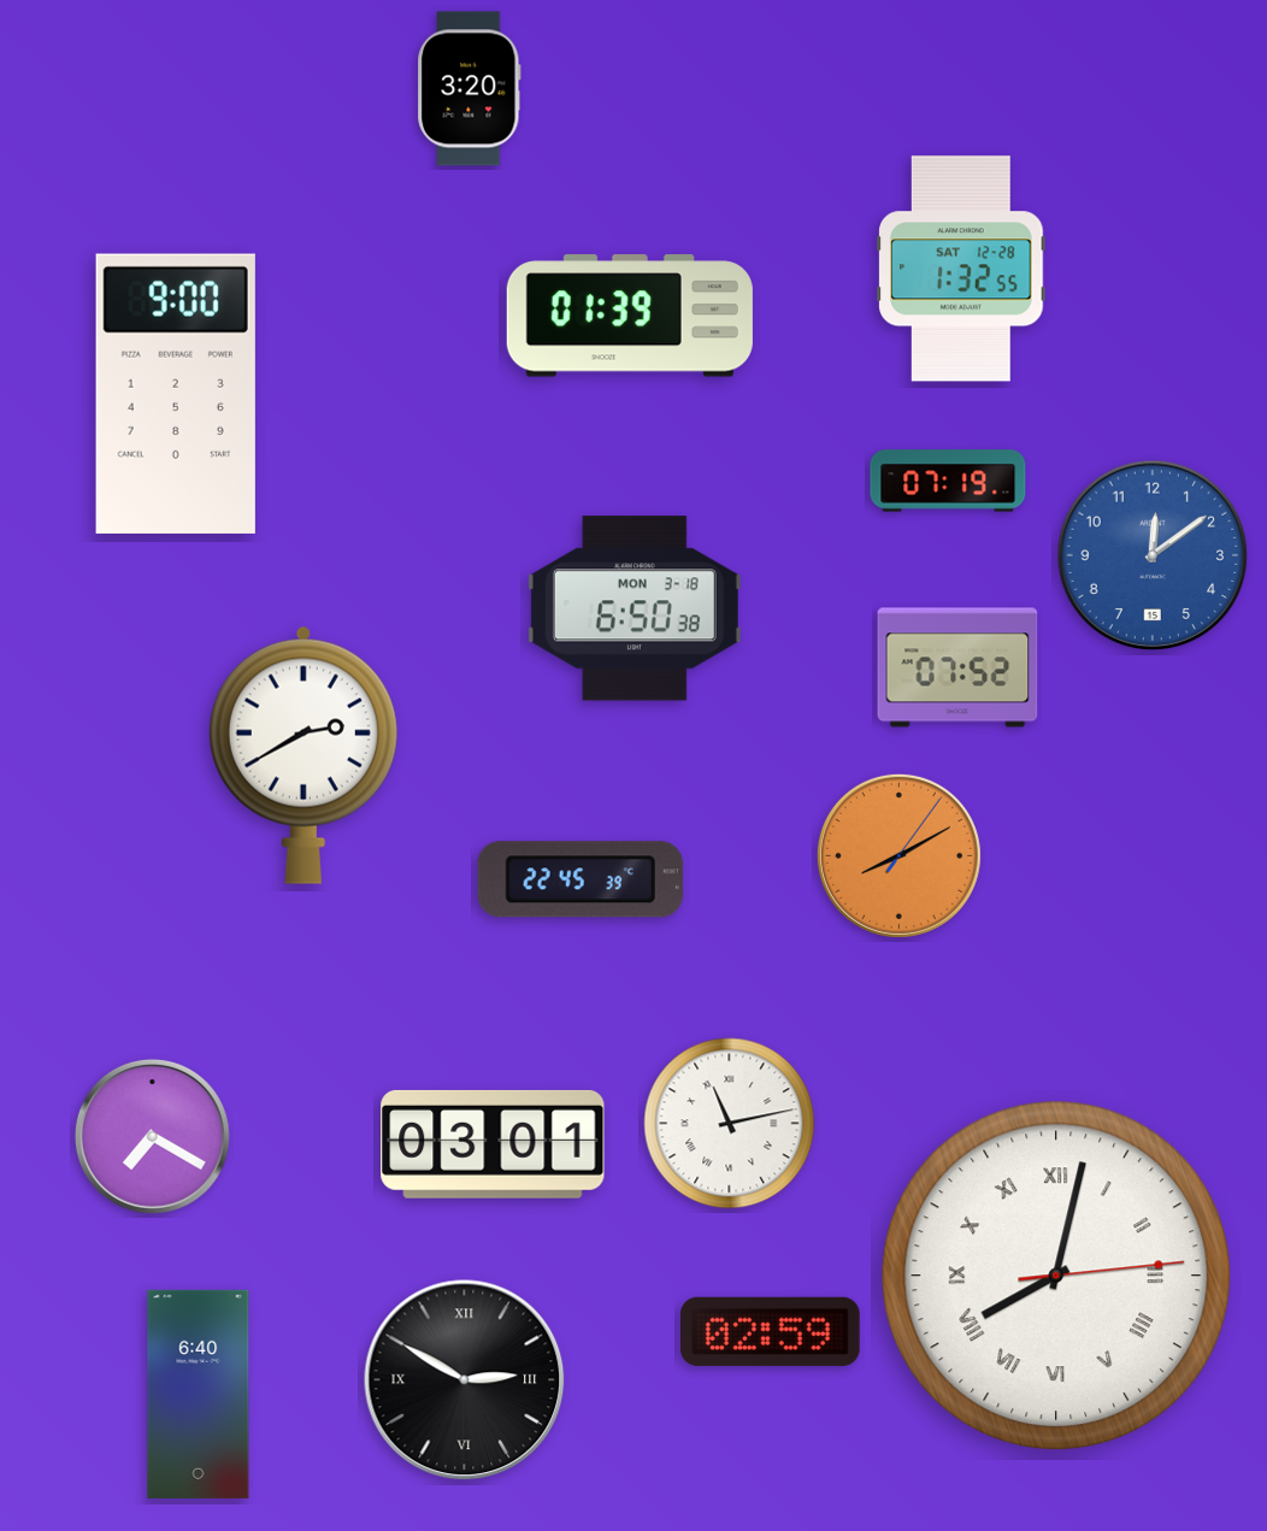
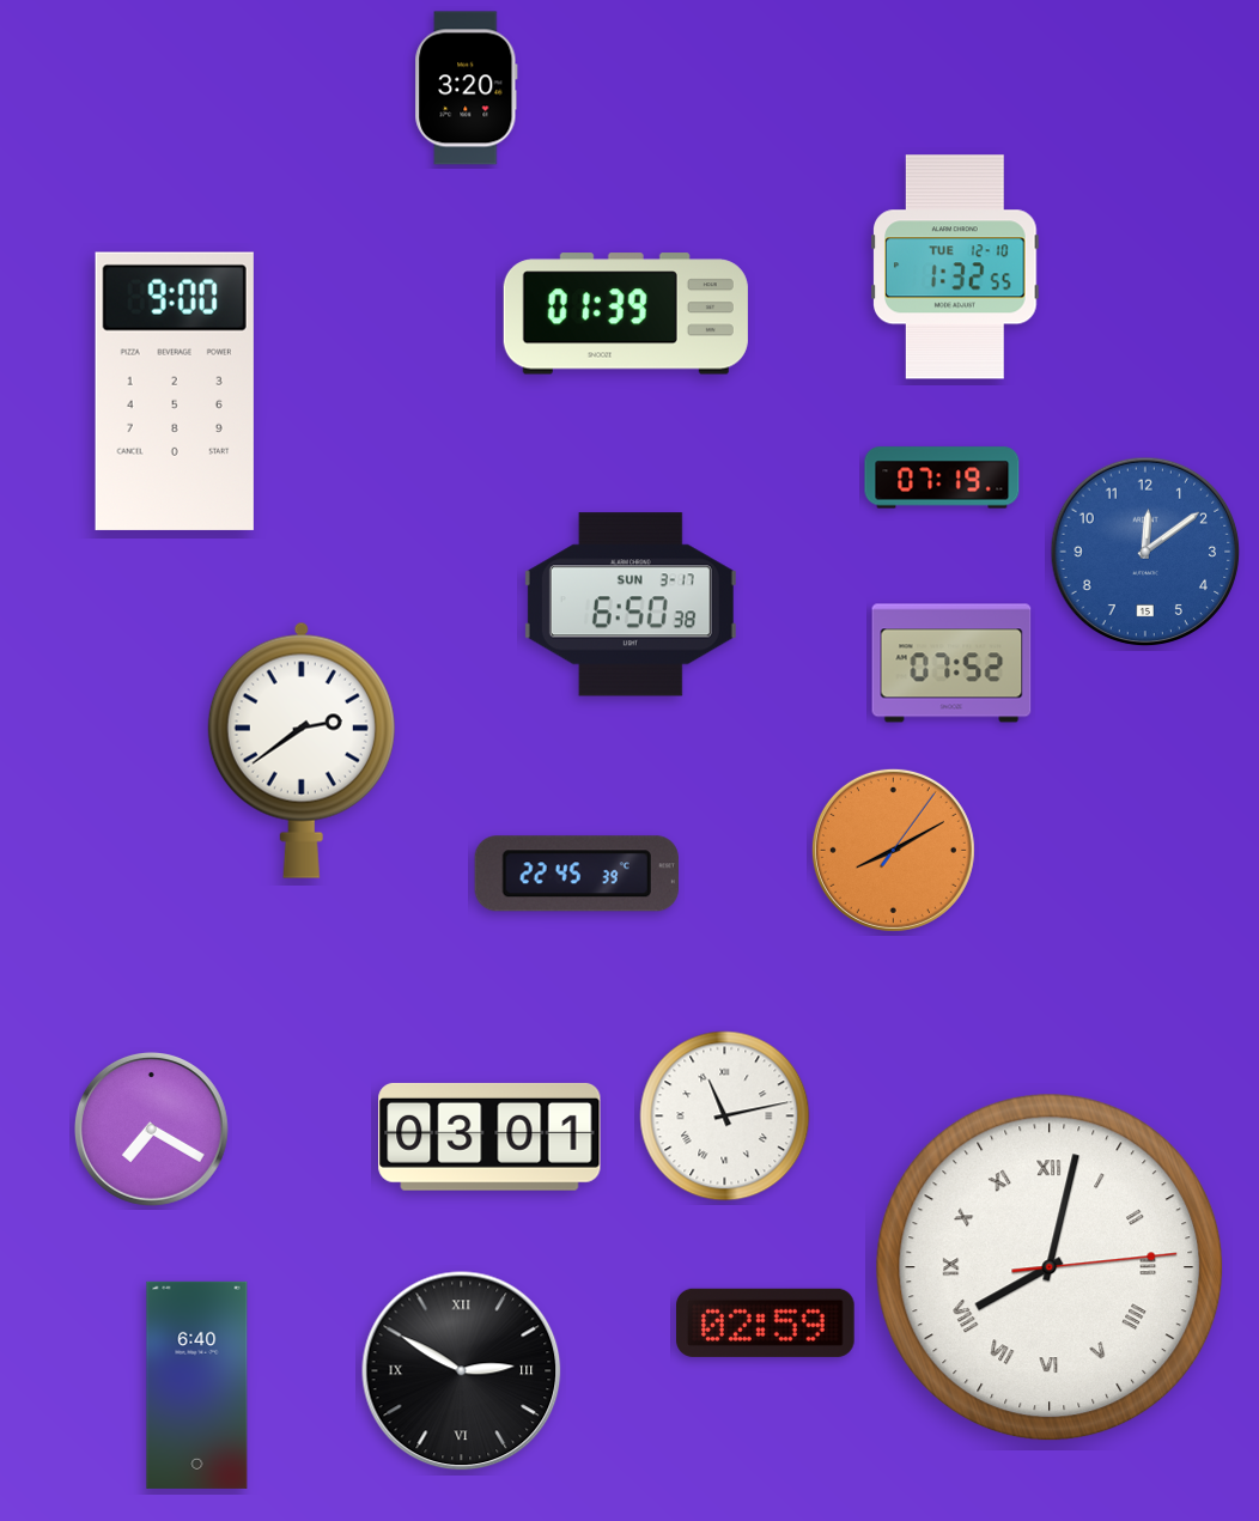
clock at (961, 269) date: SAT 12-28 -> TUE 12-10
clock at (635, 608) date: MON 3-18 -> SUN 3-17
clock at (304, 755): 2:40 -> 2:39
